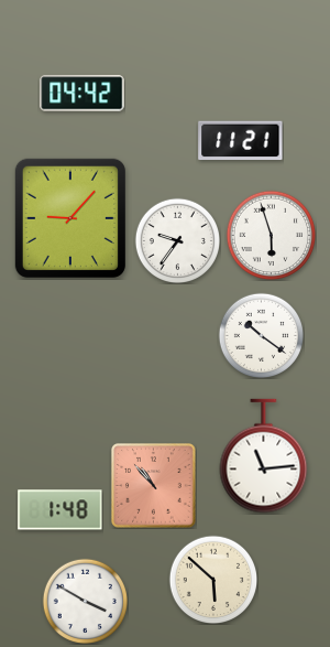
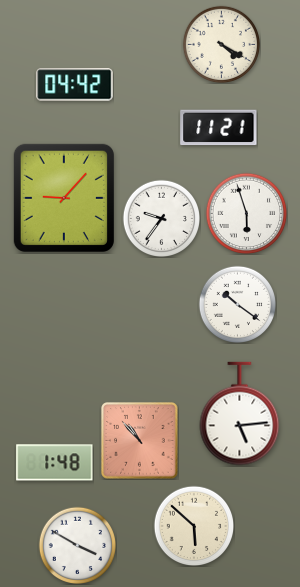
clock at (221, 44): none -> 4:20
clock at (264, 456): 11:14 -> 5:14
